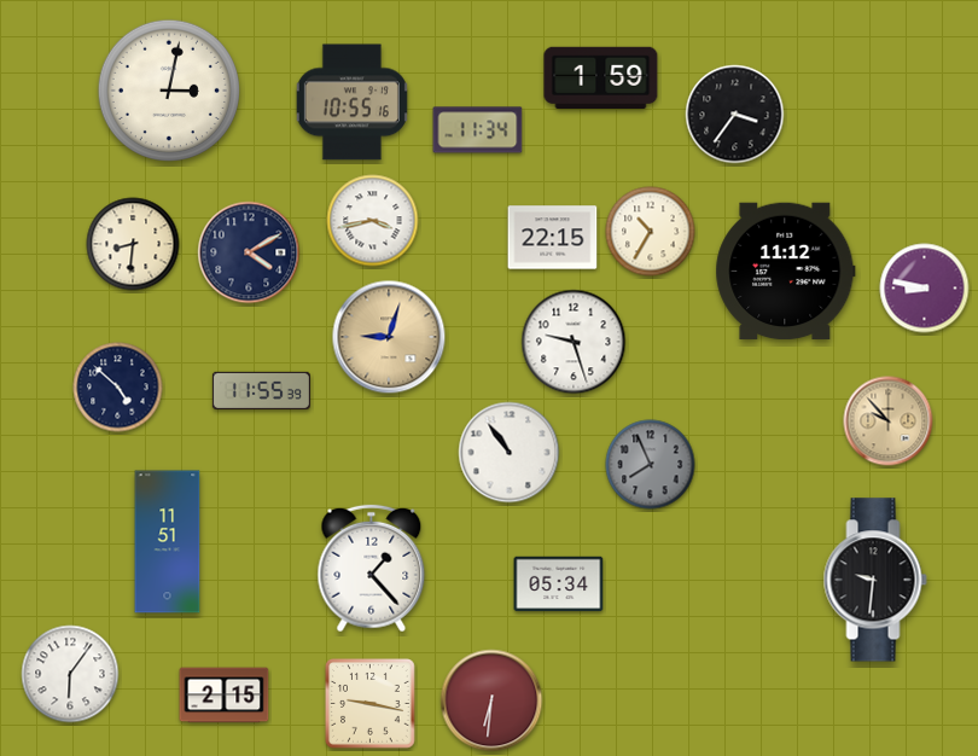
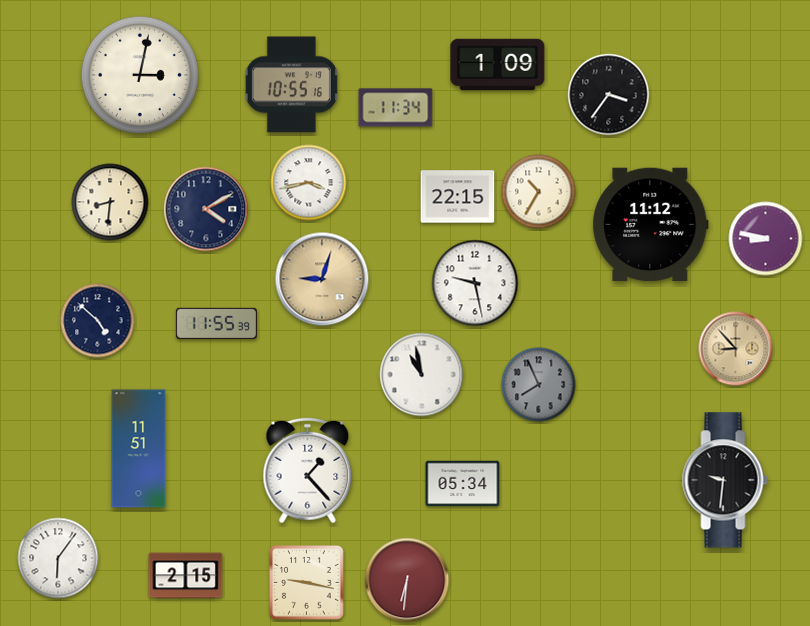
clock at (601, 77): 1:59 -> 1:09
clock at (574, 342): 9:27 -> 9:28
clock at (889, 421): 9:53 -> 8:53
clock at (510, 453): 10:54 -> 10:58
